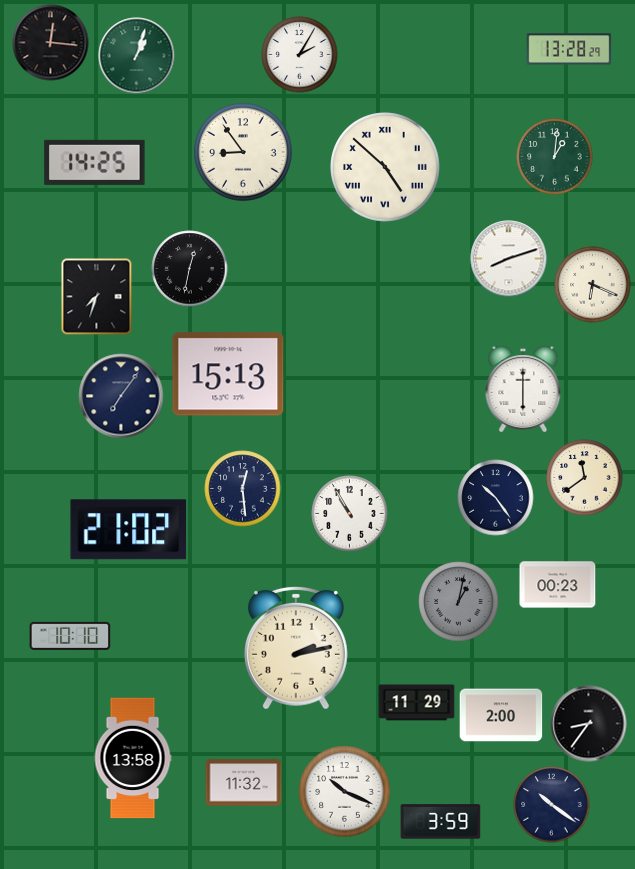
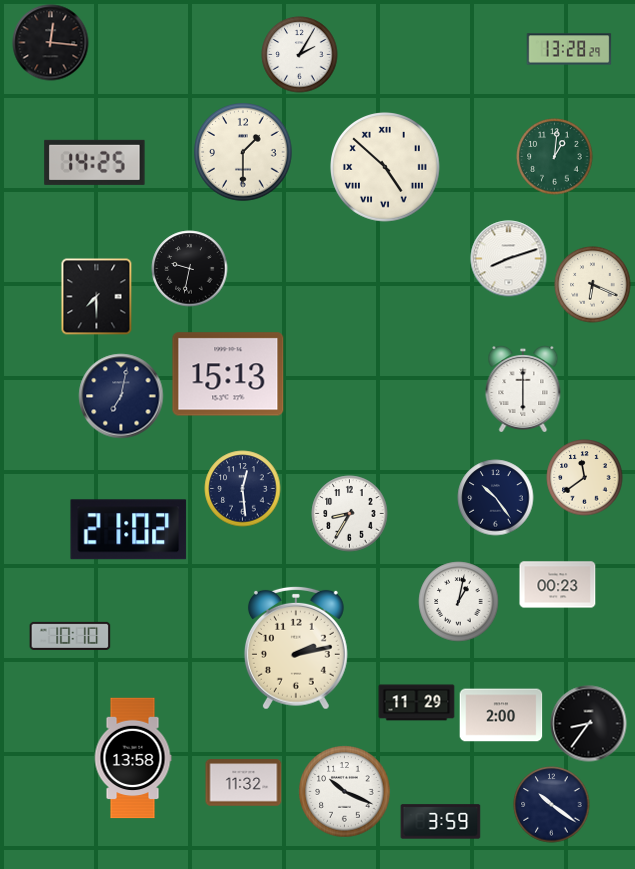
clock at (137, 56): 1:03 -> none
clock at (243, 152): 8:54 -> 1:30
clock at (190, 269): 12:32 -> 9:32
clock at (97, 297): 7:33 -> 7:30
clock at (121, 396): 7:06 -> 7:02
clock at (350, 514): 10:55 -> 8:35
clock at (459, 602) dial: grey -> white
